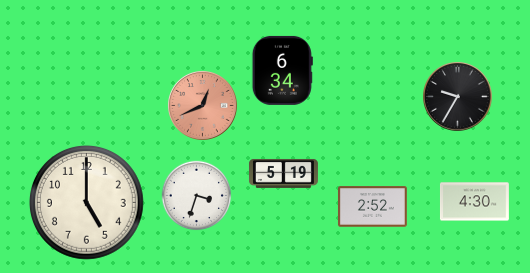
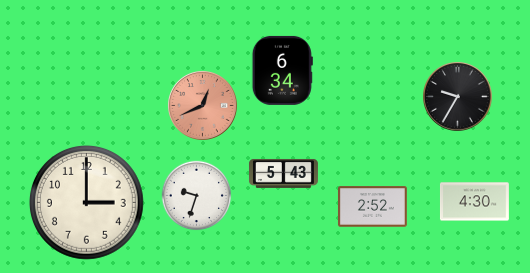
clock at (283, 173): 5:19 -> 5:43
clock at (197, 196): 3:33 -> 9:33
clock at (86, 202): 5:00 -> 3:00
